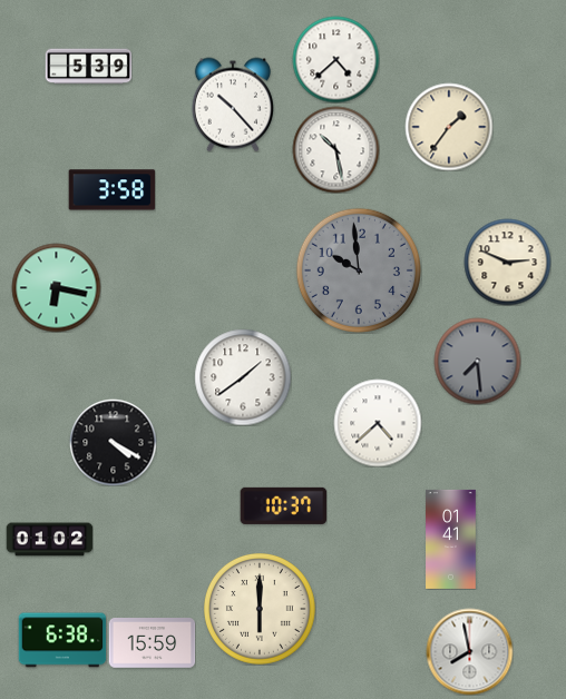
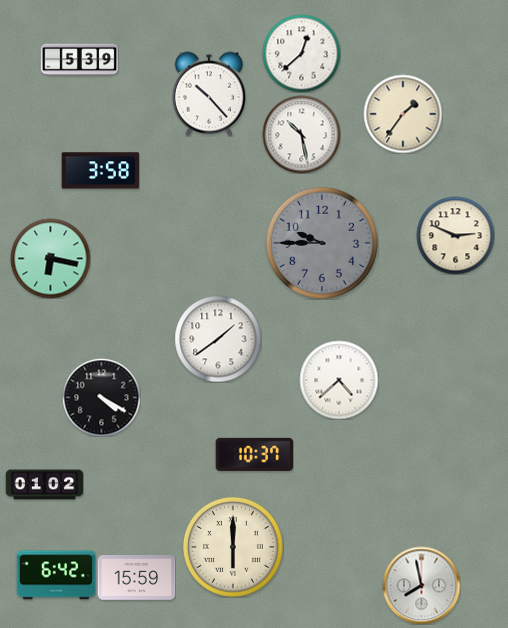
clock at (335, 59): 4:38 -> 12:38
clock at (359, 270): 9:59 -> 9:45
clock at (477, 361): 7:29 -> none
clock at (451, 539): 01:41 -> none
clock at (62, 640): 6:38 -> 6:42
